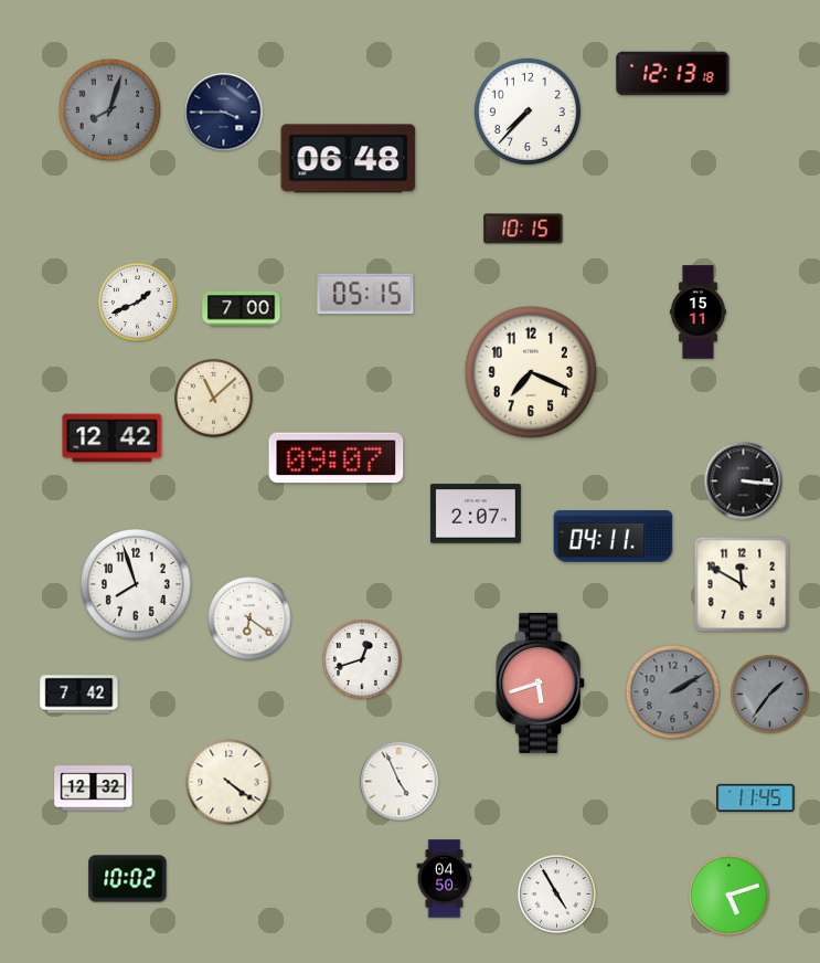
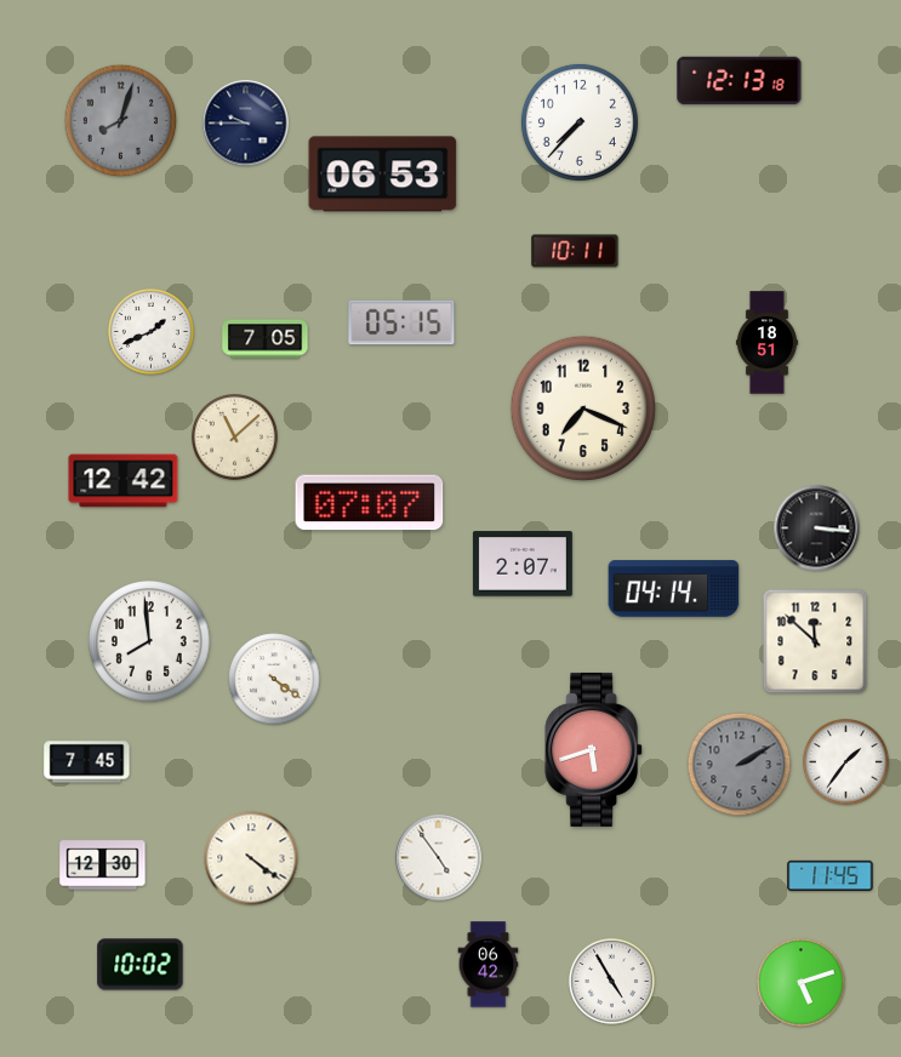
clock at (224, 113): 3:45 -> 9:45
clock at (349, 159): 06:48 -> 06:53
clock at (523, 229): 10:15 -> 10:11
clock at (242, 309): 7:00 -> 7:05
clock at (697, 313): 15:11 -> 18:51
clock at (337, 458): 09:07 -> 07:07
clock at (614, 537): 04:11 -> 04:14
clock at (136, 584): 7:57 -> 7:59
clock at (742, 584): 11:50 -> 11:52
clock at (249, 618): 6:21 -> 4:21
clock at (362, 659): 12:42 -> none
clock at (673, 692) position: (673, 692) -> (740, 765)
clock at (79, 695): 7:42 -> 7:45
clock at (770, 695) dial: grey -> white
clock at (400, 782): 4:56 -> 4:54
clock at (94, 789): 12:32 -> 12:30
clock at (445, 879): 04:50 -> 06:42
